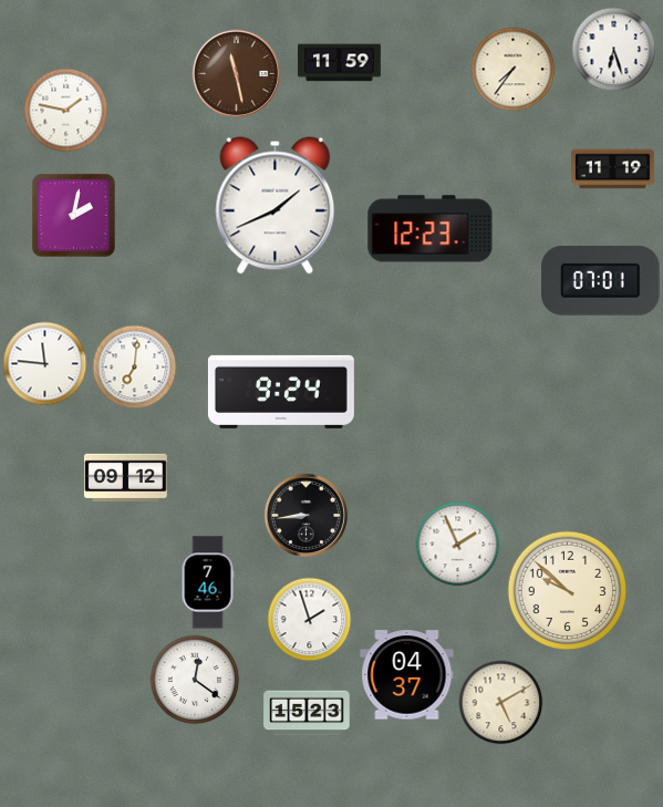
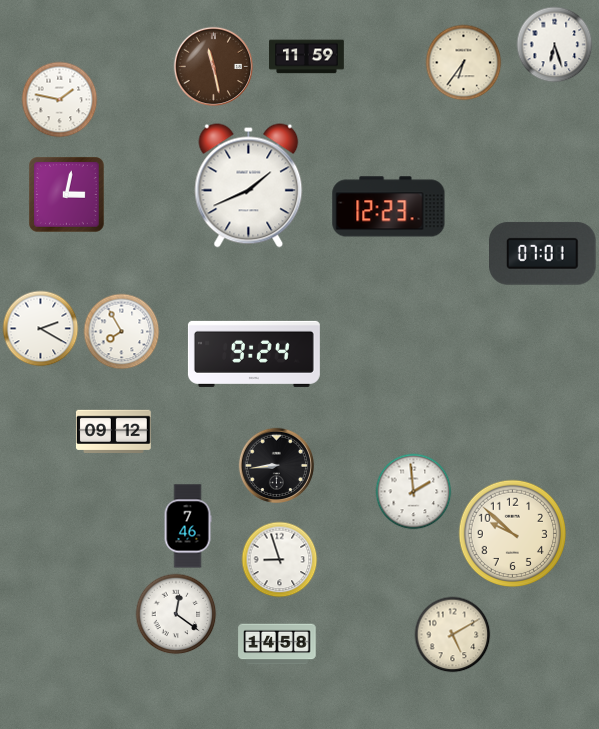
clock at (514, 70): 7:36 -> 6:36
clock at (613, 169): 11:19 -> none
clock at (74, 216): 2:02 -> 3:02
clock at (45, 364): 11:46 -> 2:20
clock at (135, 368): 7:01 -> 7:55
clock at (458, 545): 1:56 -> 1:59
clock at (310, 620): 1:57 -> 8:57
clock at (407, 675): 04:37 -> none
clock at (307, 713): 15:23 -> 14:58
